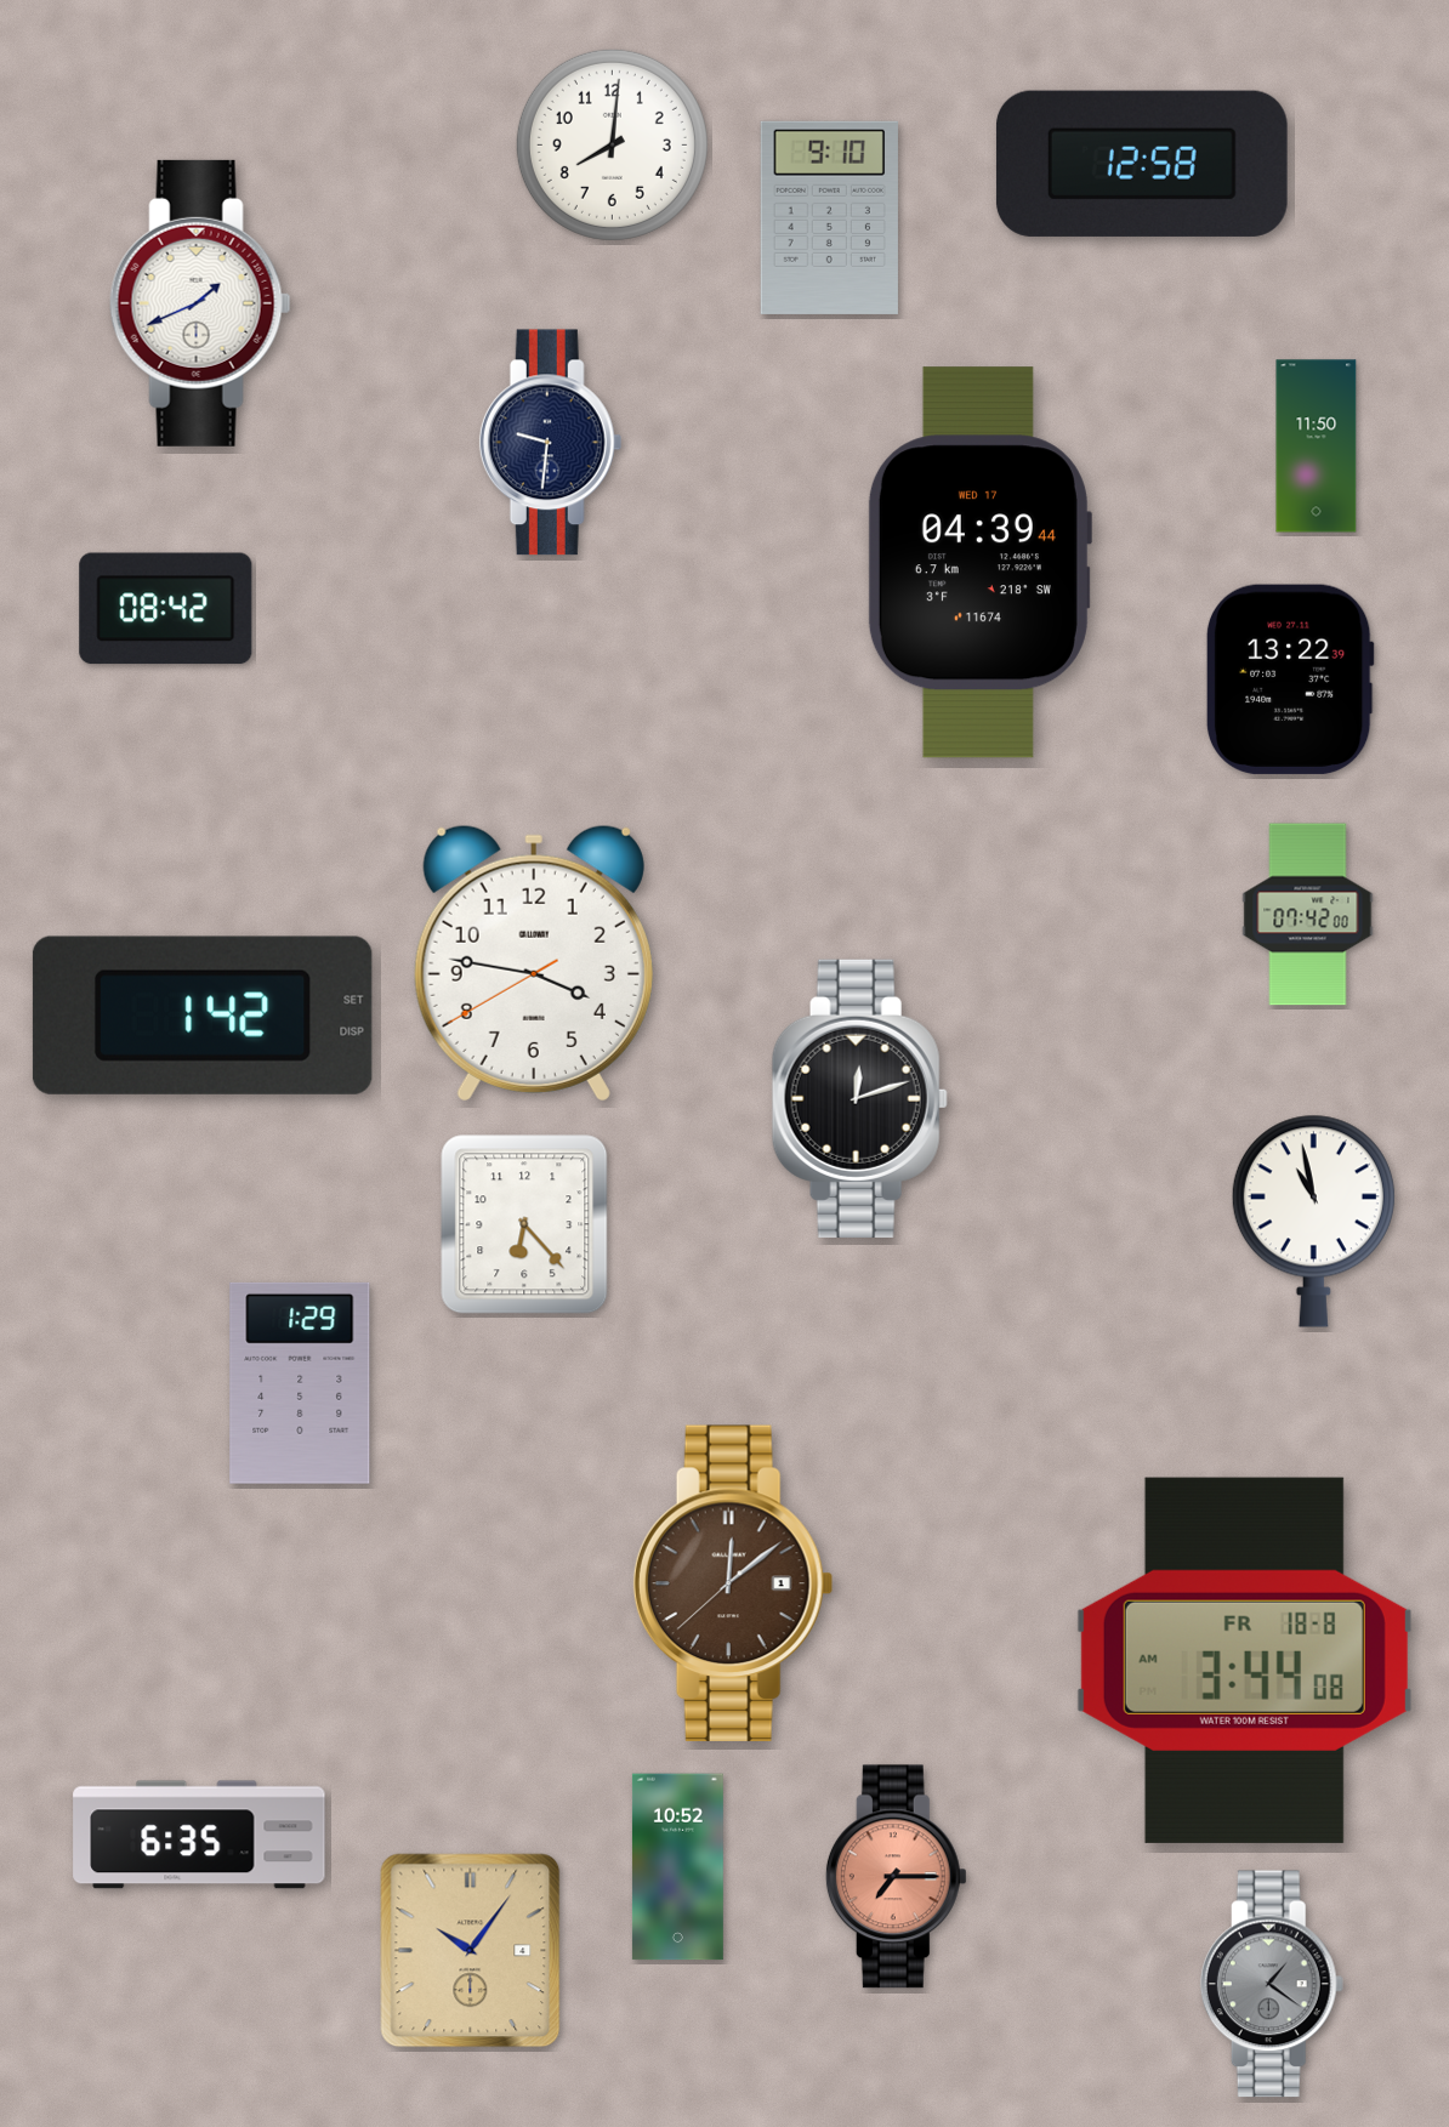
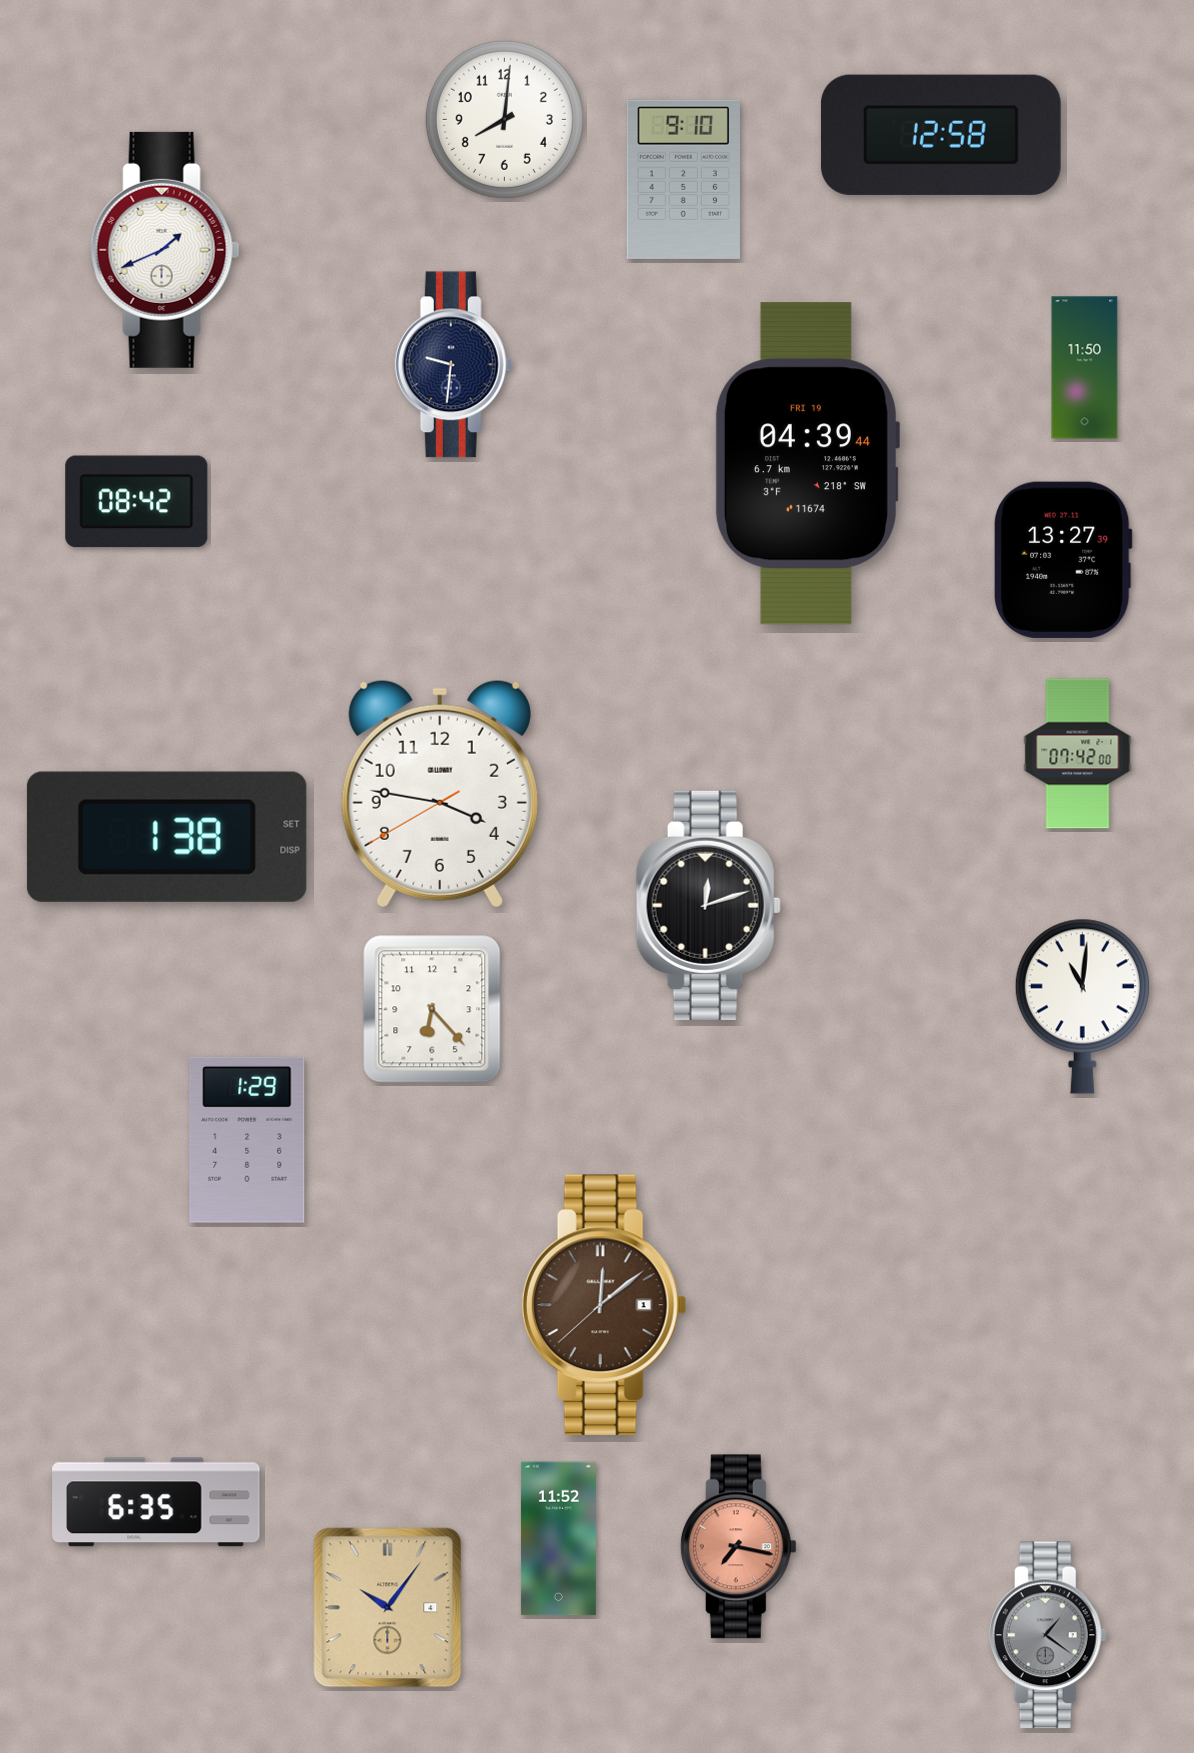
clock at (979, 563) date: WED 17 -> FRI 19
clock at (1290, 679): 13:22 -> 13:27
clock at (203, 1016): 1:42 -> 1:38
clock at (1313, 1221): 10:58 -> 11:01
clock at (1244, 1660): 3:44 -> none
clock at (199, 1835) position: (199, 1835) -> (156, 1502)
clock at (677, 1867): 10:52 -> 11:52
clock at (896, 1877): 7:15 -> 7:17
